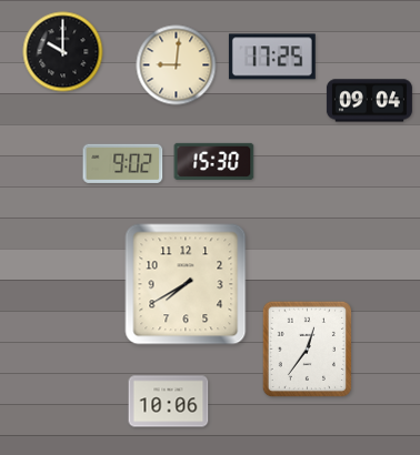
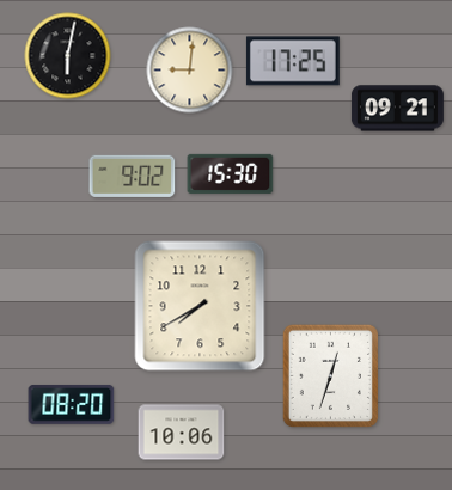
clock at (63, 52): 10:00 -> 6:02
clock at (369, 101): 09:04 -> 09:21
clock at (307, 348): 12:36 -> 12:33
clock at (72, 404): none -> 08:20
